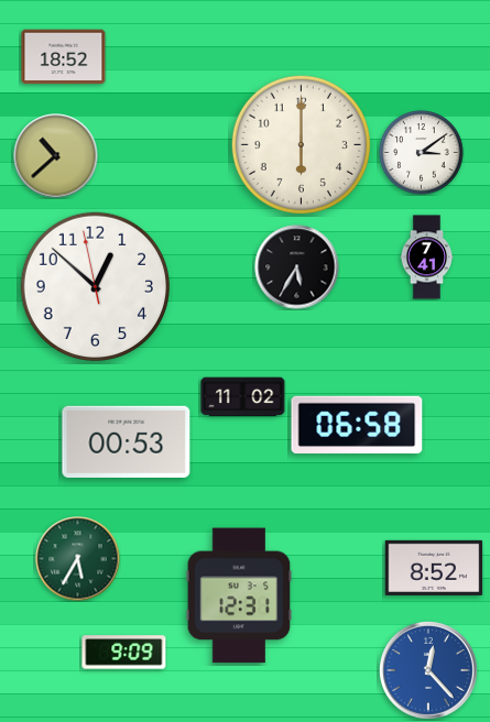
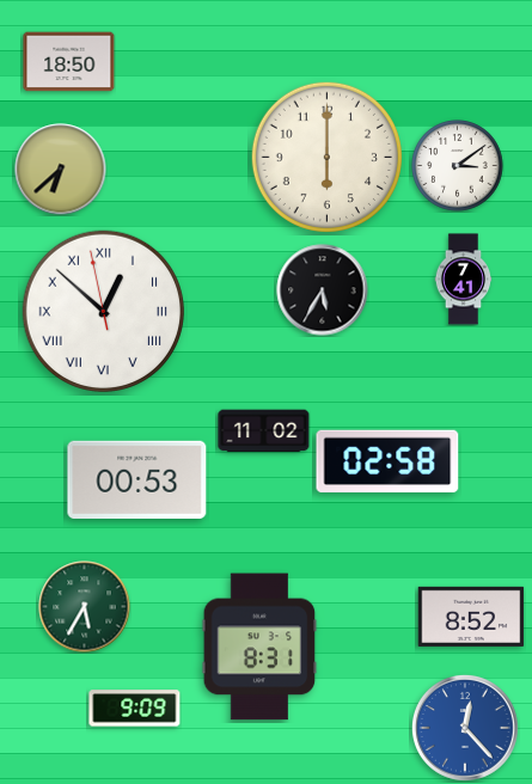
clock at (64, 57): 18:52 -> 18:50
clock at (56, 156): 10:38 -> 6:38
clock at (95, 286) numerals: Arabic -> Roman
clock at (357, 425): 06:58 -> 02:58
clock at (239, 595): 12:31 -> 8:31
